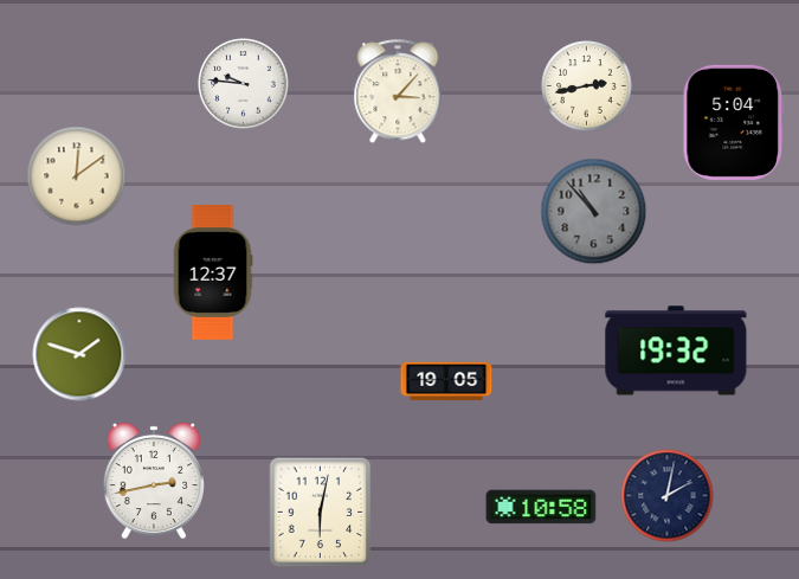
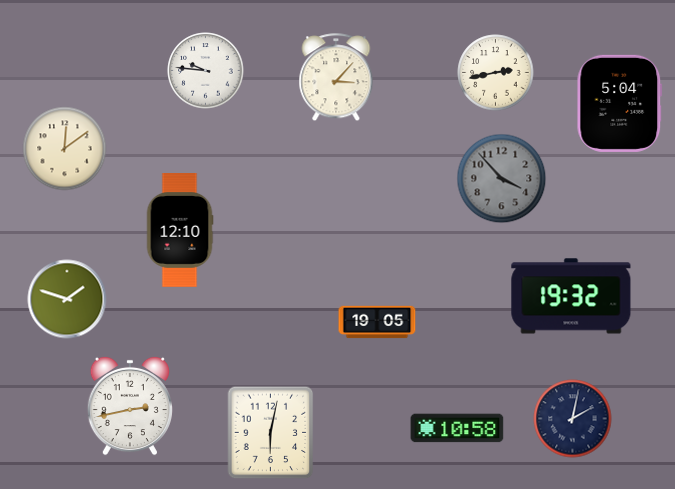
clock at (594, 212): 10:53 -> 3:53
clock at (213, 274): 12:37 -> 12:10
clock at (668, 496) position: (668, 496) -> (573, 419)
